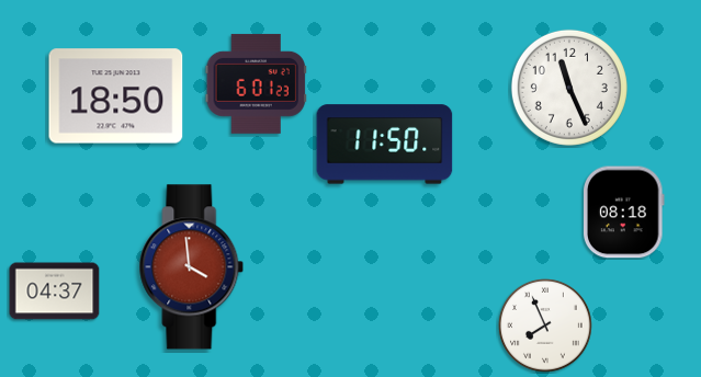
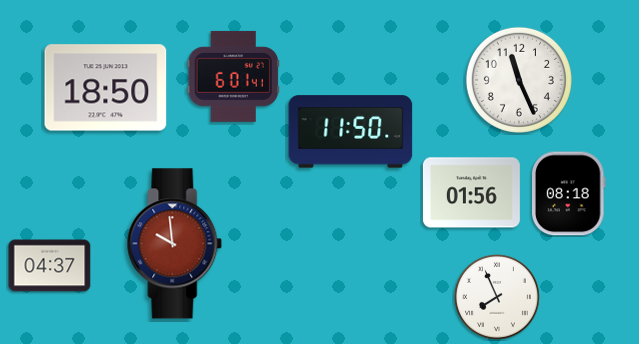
clock at (256, 83): 6:01:23 -> 6:01:41
clock at (471, 193): none -> 01:56
clock at (192, 267): 3:59 -> 9:59
